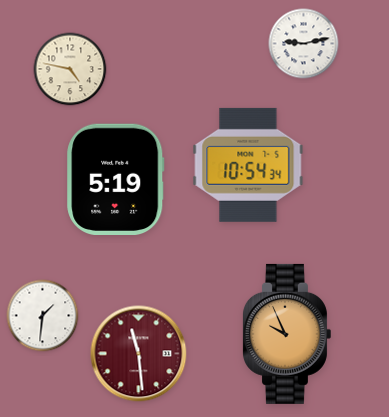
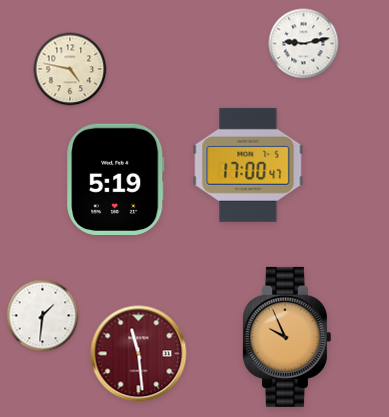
clock at (248, 165): 10:54 -> 17:00
clock at (286, 334) position: (286, 334) -> (286, 337)
